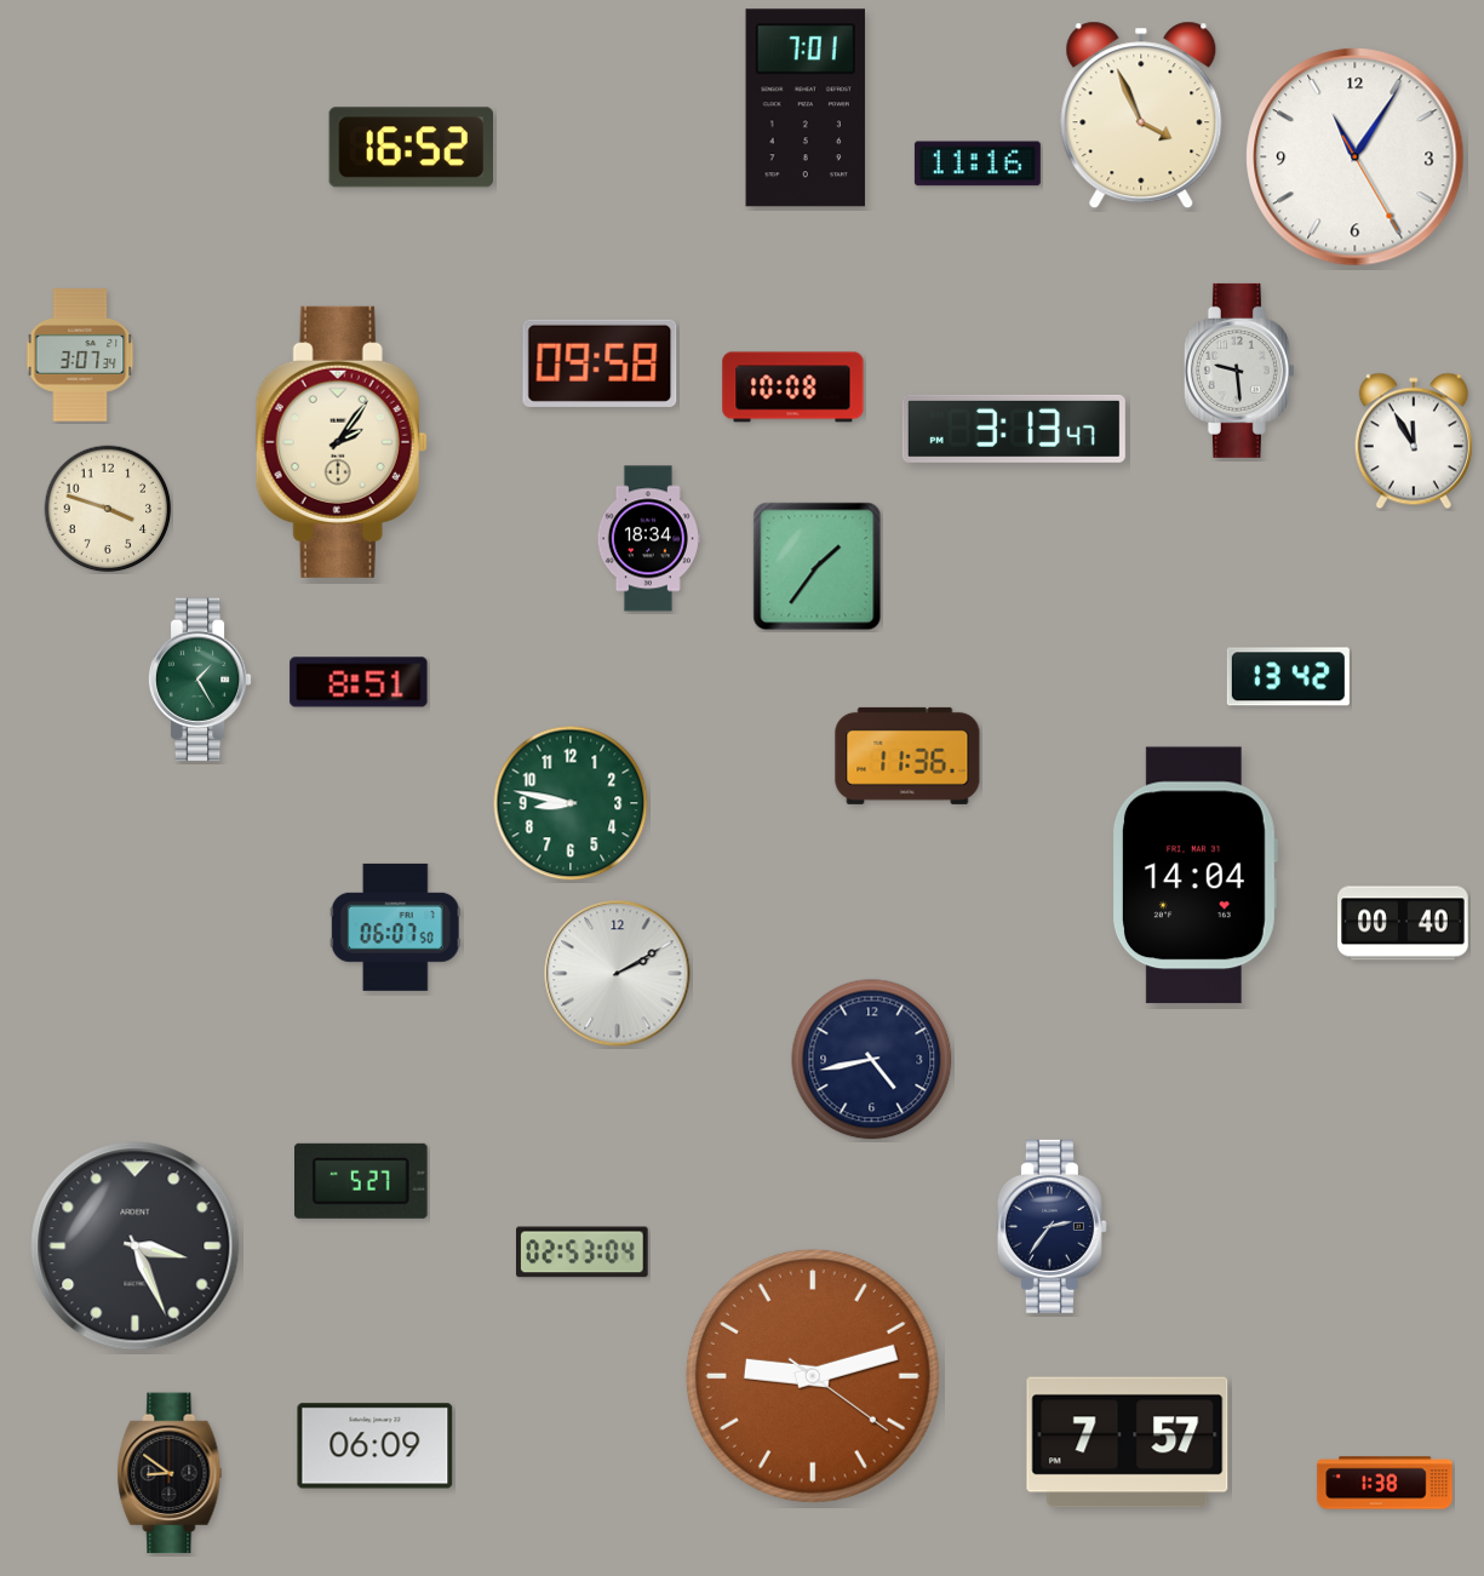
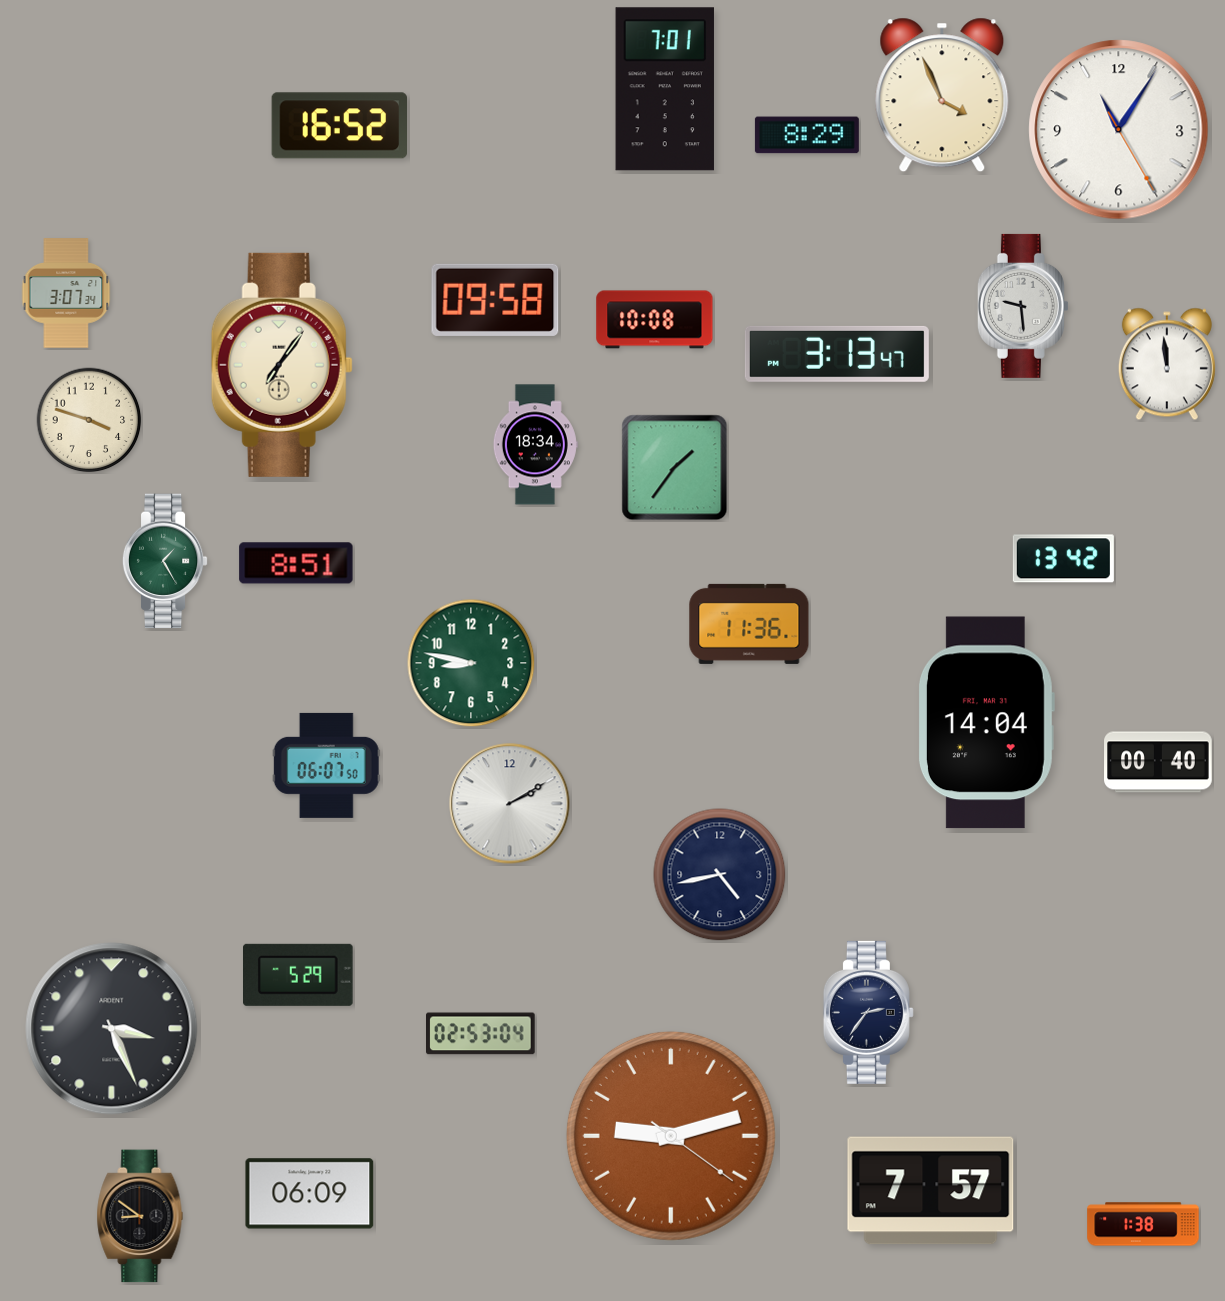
clock at (411, 148) position: (411, 148) -> (339, 126)
clock at (978, 164): 11:16 -> 8:29
clock at (1414, 441): 11:55 -> 11:59
clock at (342, 442): 2:06 -> 7:06
clock at (362, 1181): 5:27 -> 5:29
